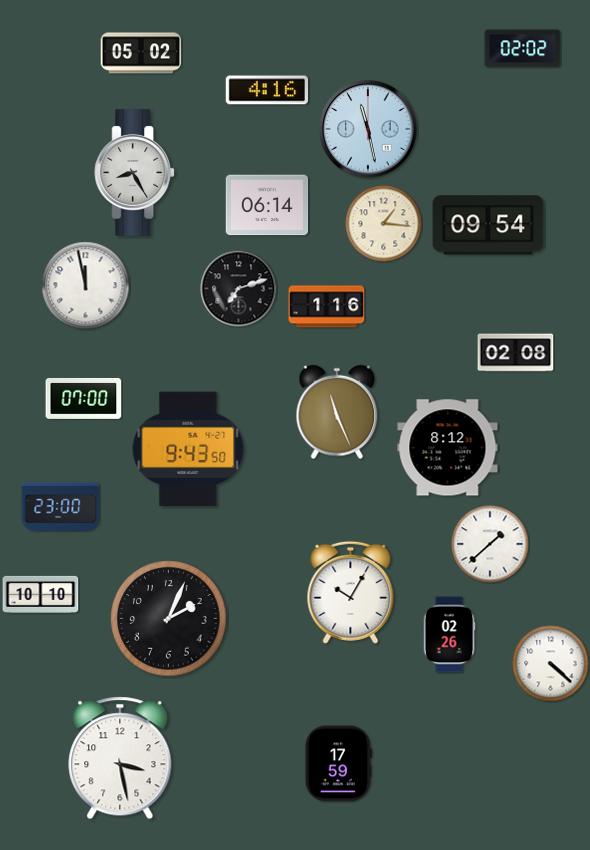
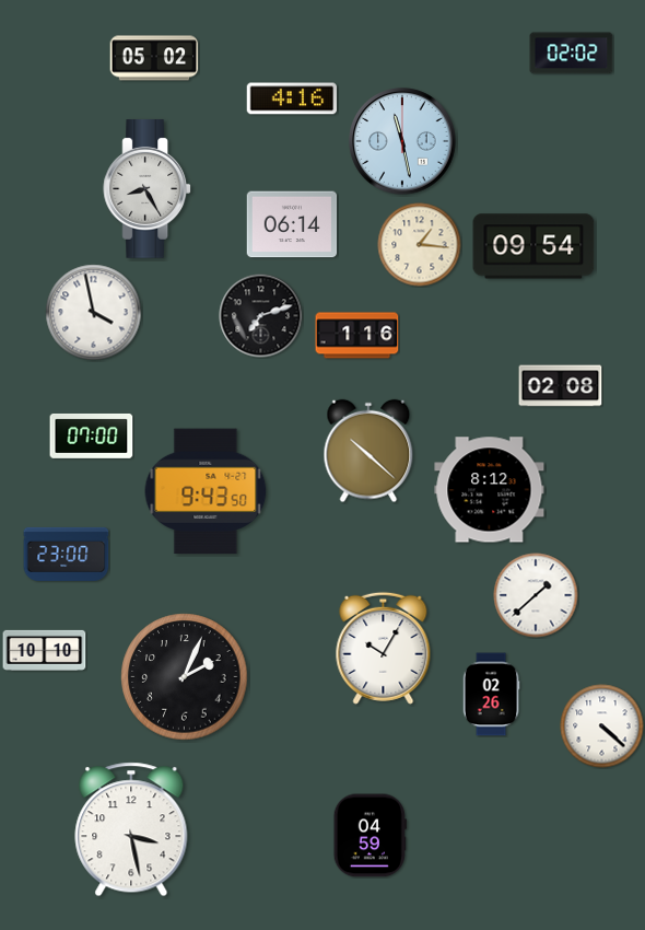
clock at (86, 286): 11:58 -> 3:58
clock at (516, 353) position: (516, 353) -> (561, 386)
clock at (337, 412): 11:26 -> 10:22
clock at (338, 764): 17:59 -> 04:59
